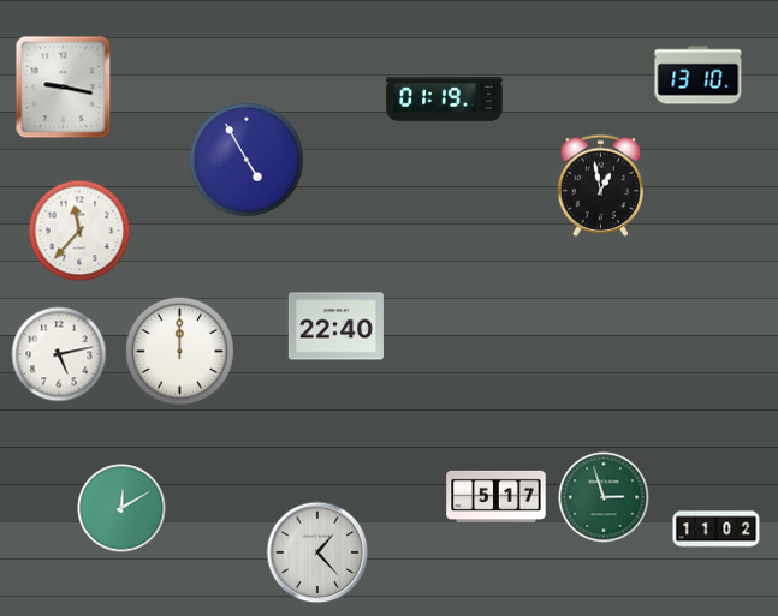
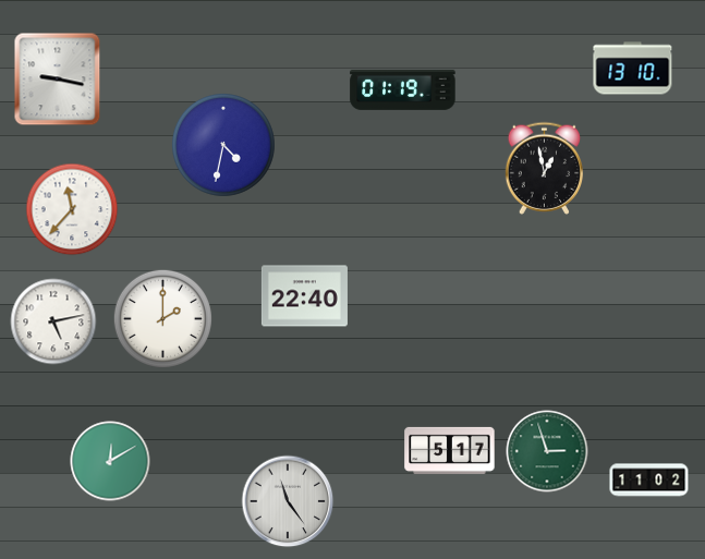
clock at (248, 161): 4:55 -> 4:32
clock at (179, 351): 12:00 -> 2:00
clock at (317, 552): 1:23 -> 11:24
